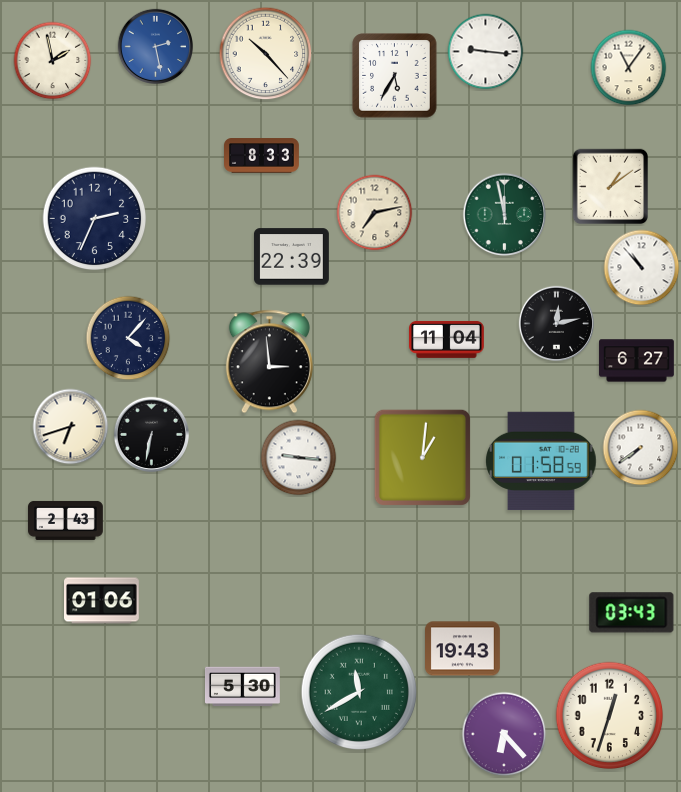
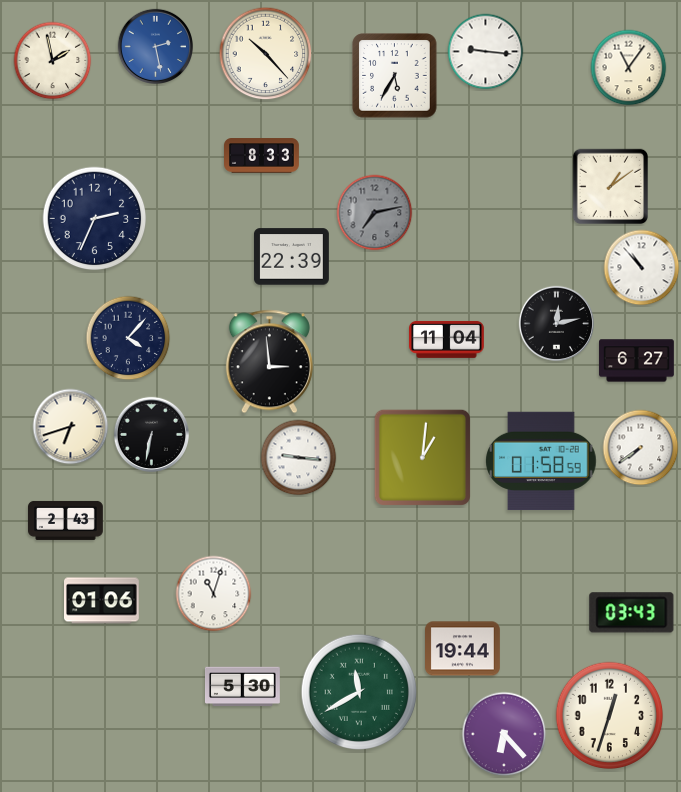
clock at (375, 213) dial: cream -> grey
clock at (505, 215): 11:58 -> none
clock at (214, 594): none -> 11:03
clock at (463, 649): 19:43 -> 19:44
